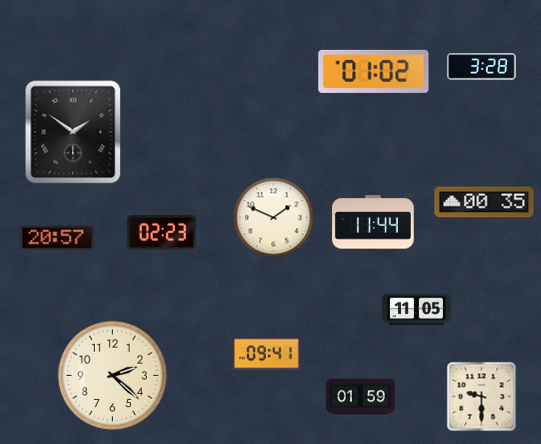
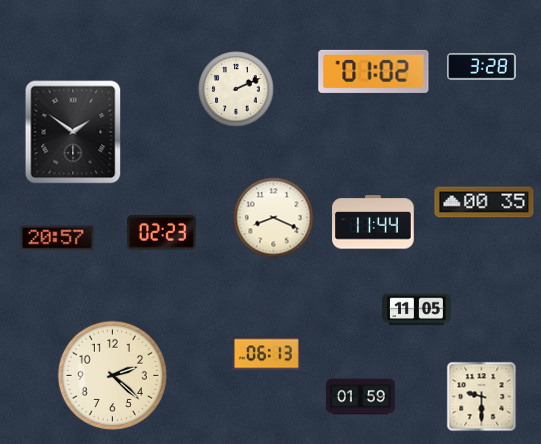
clock at (236, 89): none -> 2:11
clock at (274, 218): 1:49 -> 8:19
clock at (267, 354): 09:41 -> 06:13
